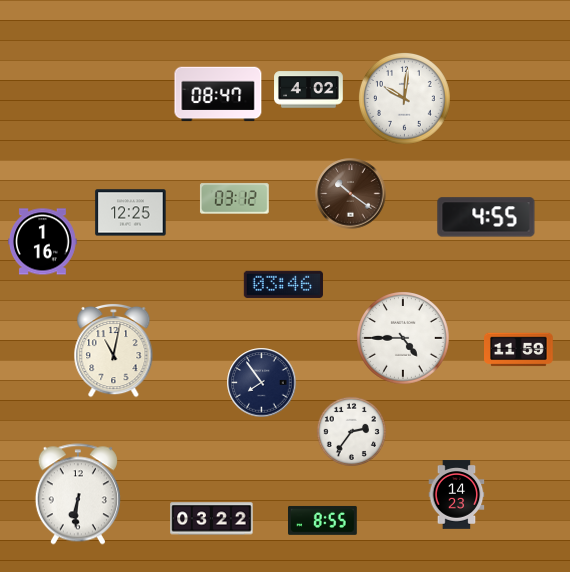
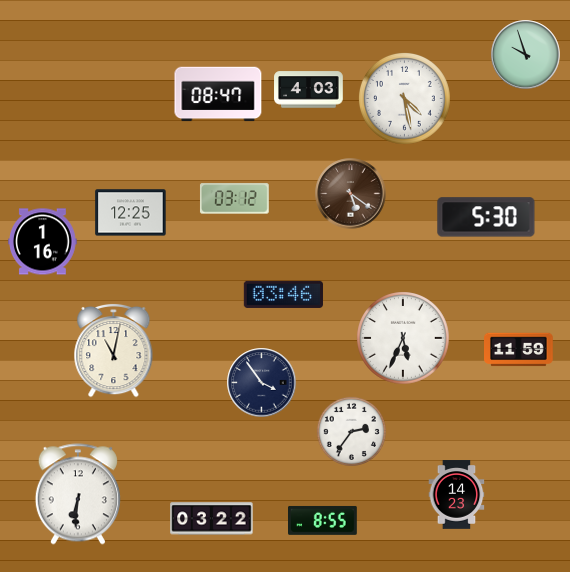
clock at (526, 55): none -> 9:57
clock at (309, 90): 4:02 -> 4:03
clock at (404, 98): 10:01 -> 4:28
clock at (351, 194): 10:21 -> 5:21
clock at (486, 217): 4:55 -> 5:30
clock at (283, 284) position: (283, 284) -> (283, 294)
clock at (403, 338): 4:45 -> 5:34
clock at (262, 383): 7:54 -> 3:54
